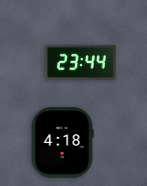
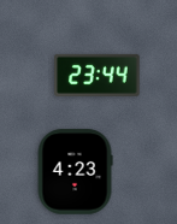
clock at (62, 143): 4:18 -> 4:23
